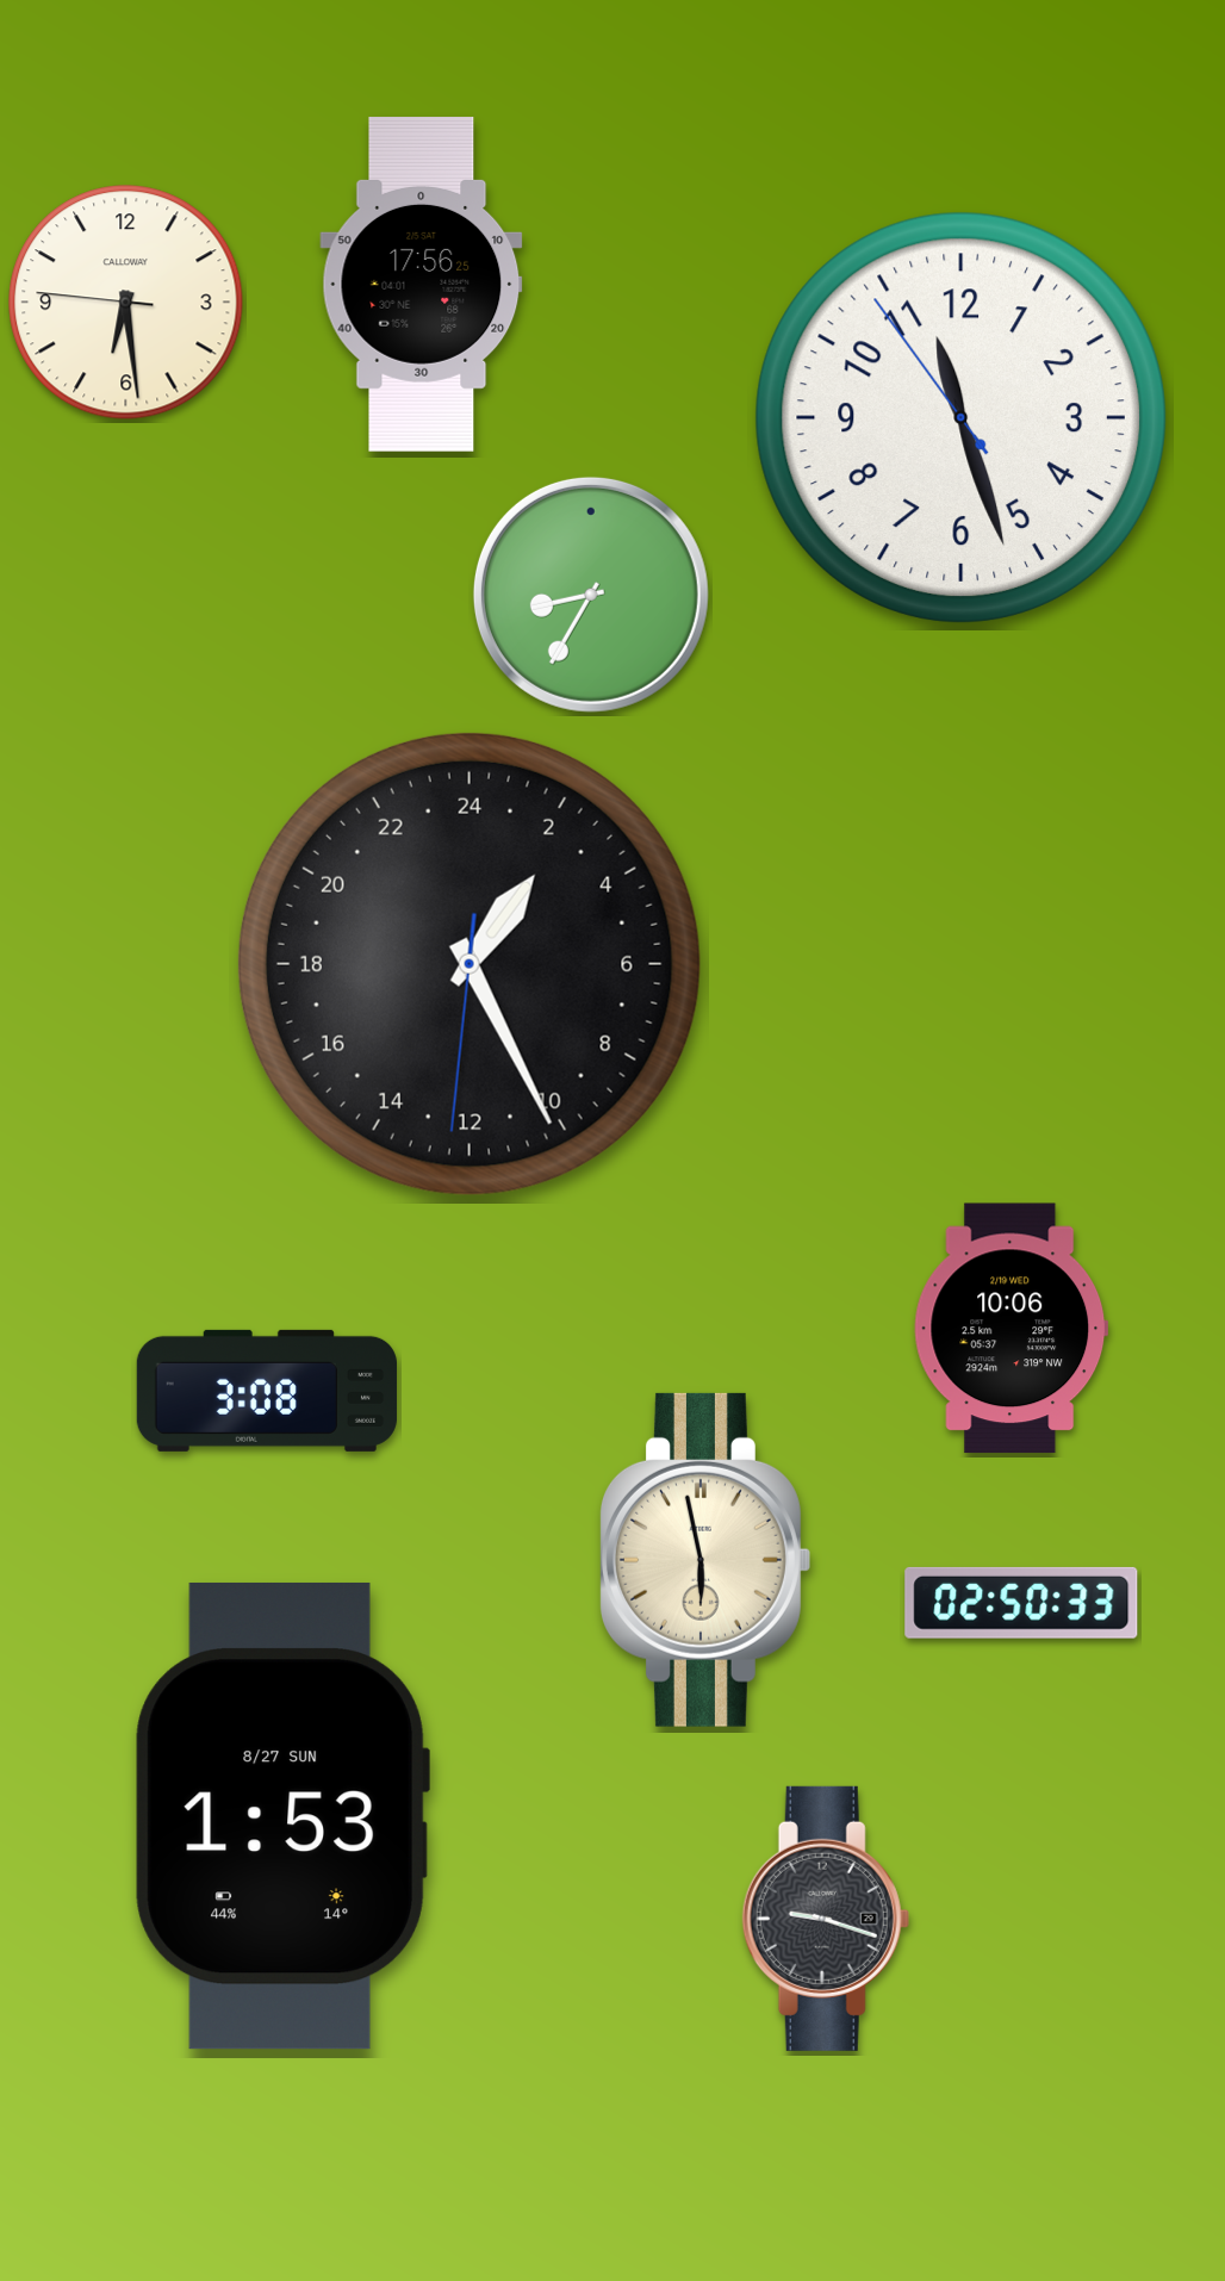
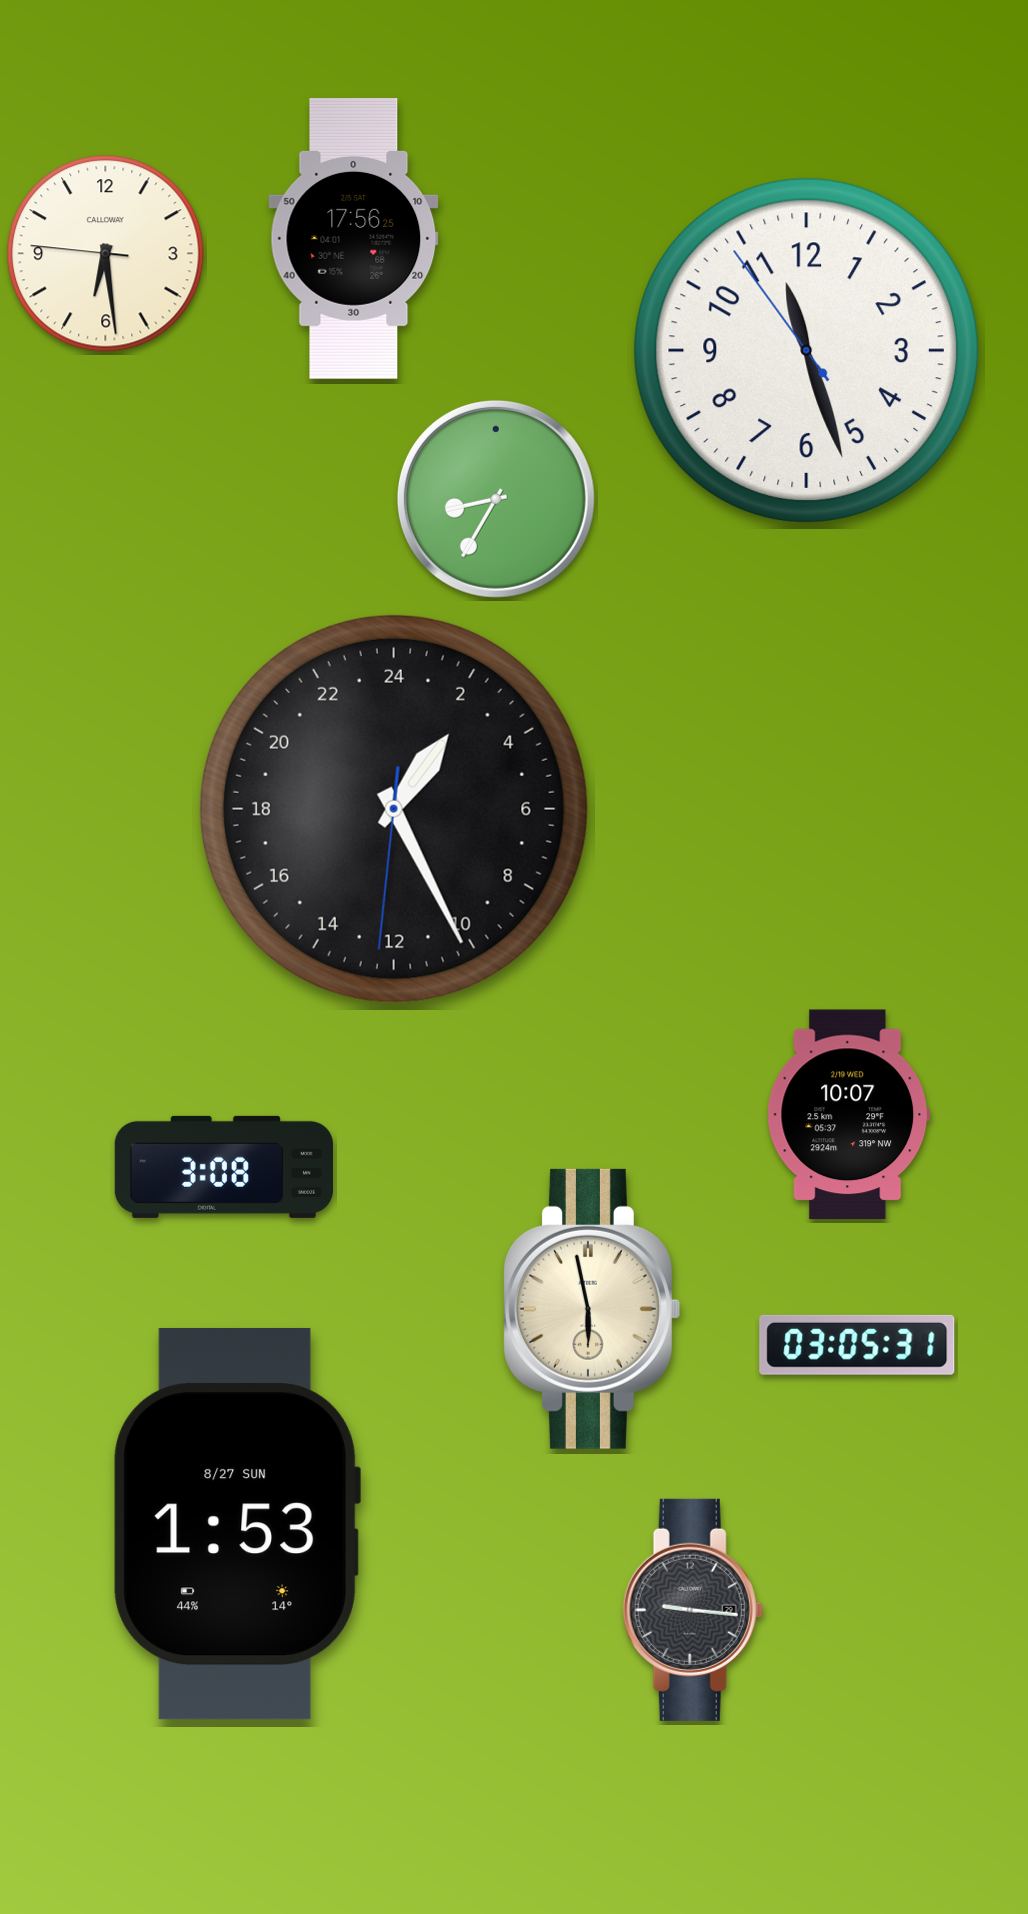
clock at (1012, 1329): 10:06 -> 10:07
clock at (1021, 1603): 02:50 -> 03:05
clock at (826, 1919): 9:18 -> 9:16
